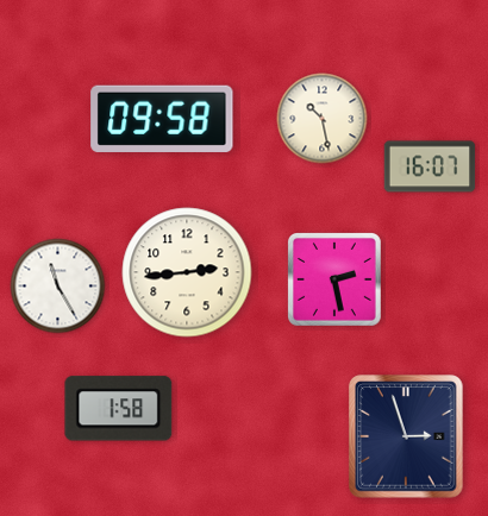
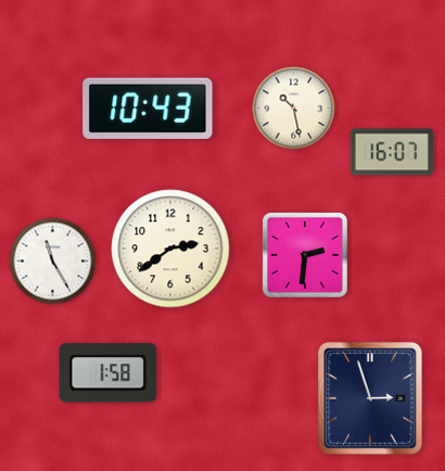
clock at (162, 119): 09:58 -> 10:43
clock at (187, 272): 2:44 -> 2:39
clock at (334, 279): 2:28 -> 2:31
